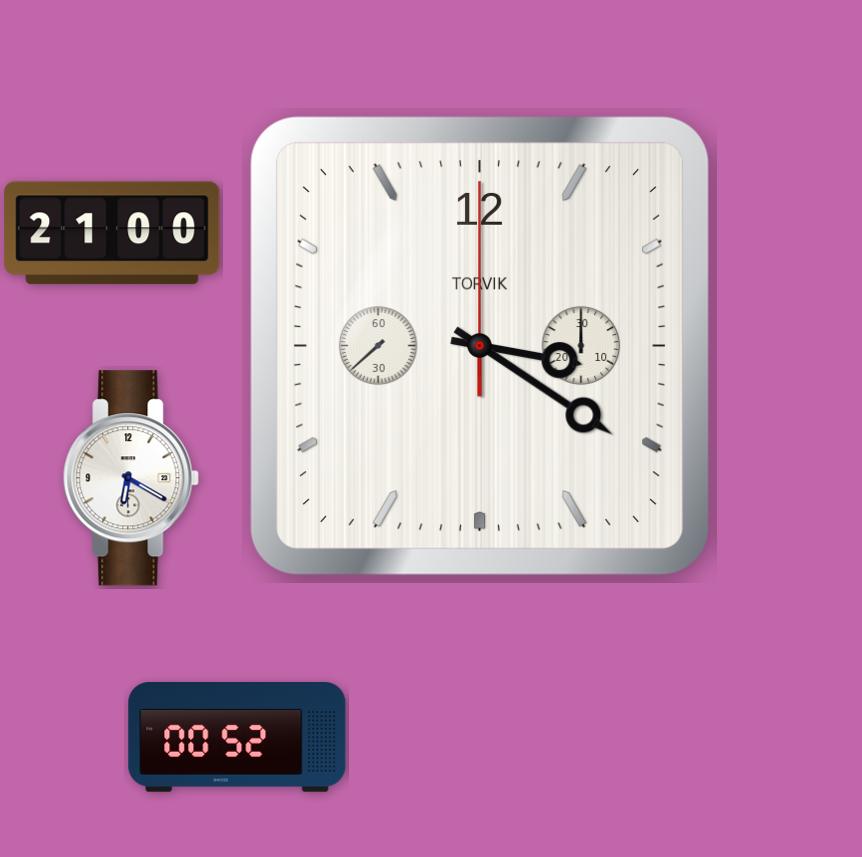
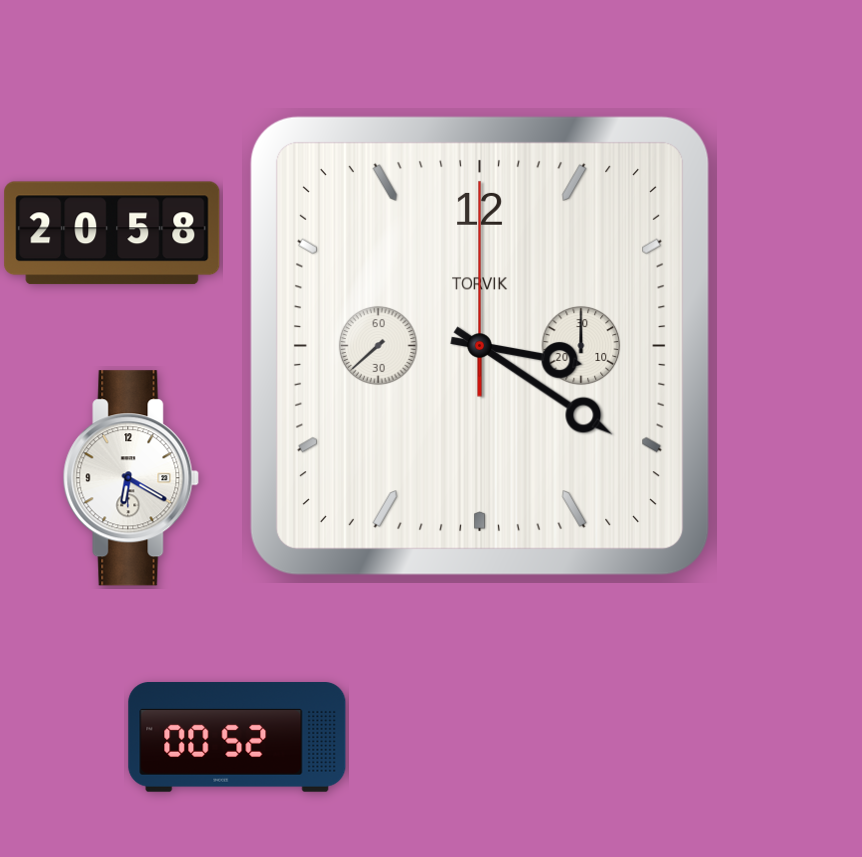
clock at (112, 233): 21:00 -> 20:58
